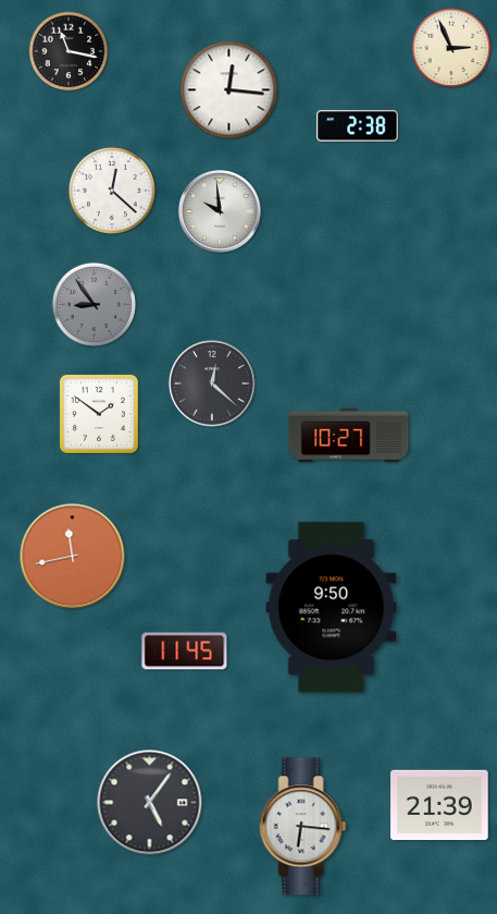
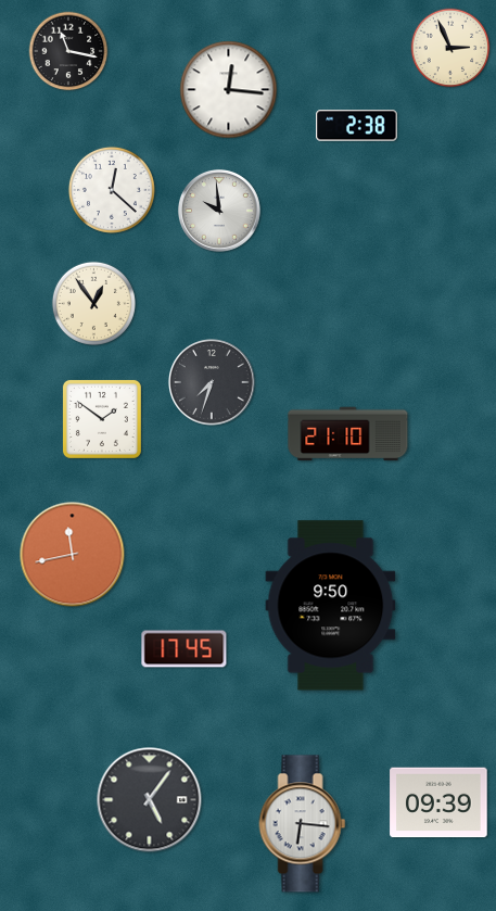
clock at (94, 304): 8:54 -> 12:54
clock at (94, 304) dial: grey -> cream
clock at (212, 383): 12:22 -> 7:33
clock at (99, 414) position: (99, 414) -> (102, 419)
clock at (349, 436): 10:27 -> 21:10
clock at (185, 651): 11:45 -> 17:45
clock at (439, 805): 21:39 -> 09:39
